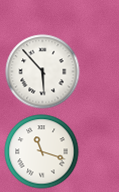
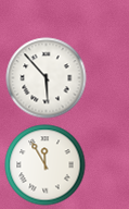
clock at (42, 152): 11:18 -> 11:55
